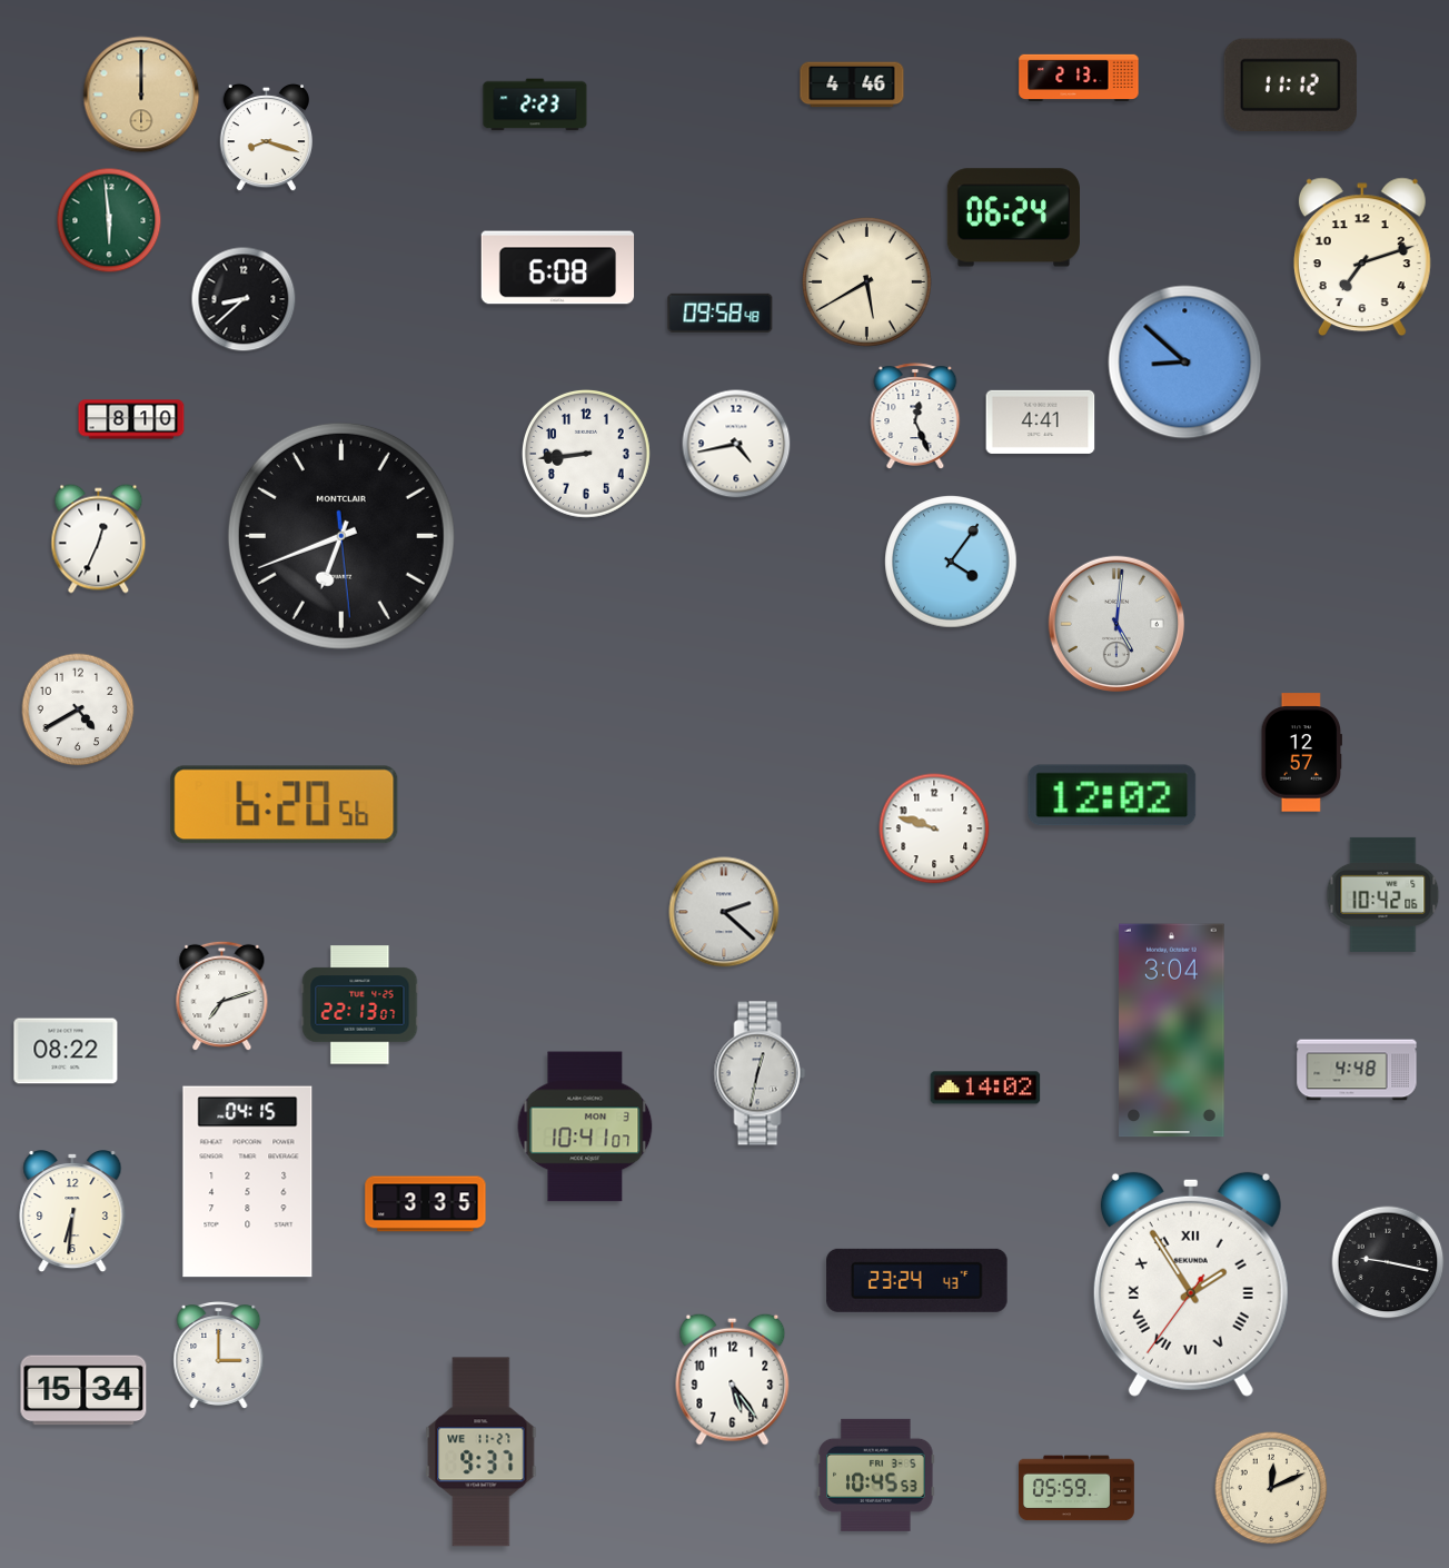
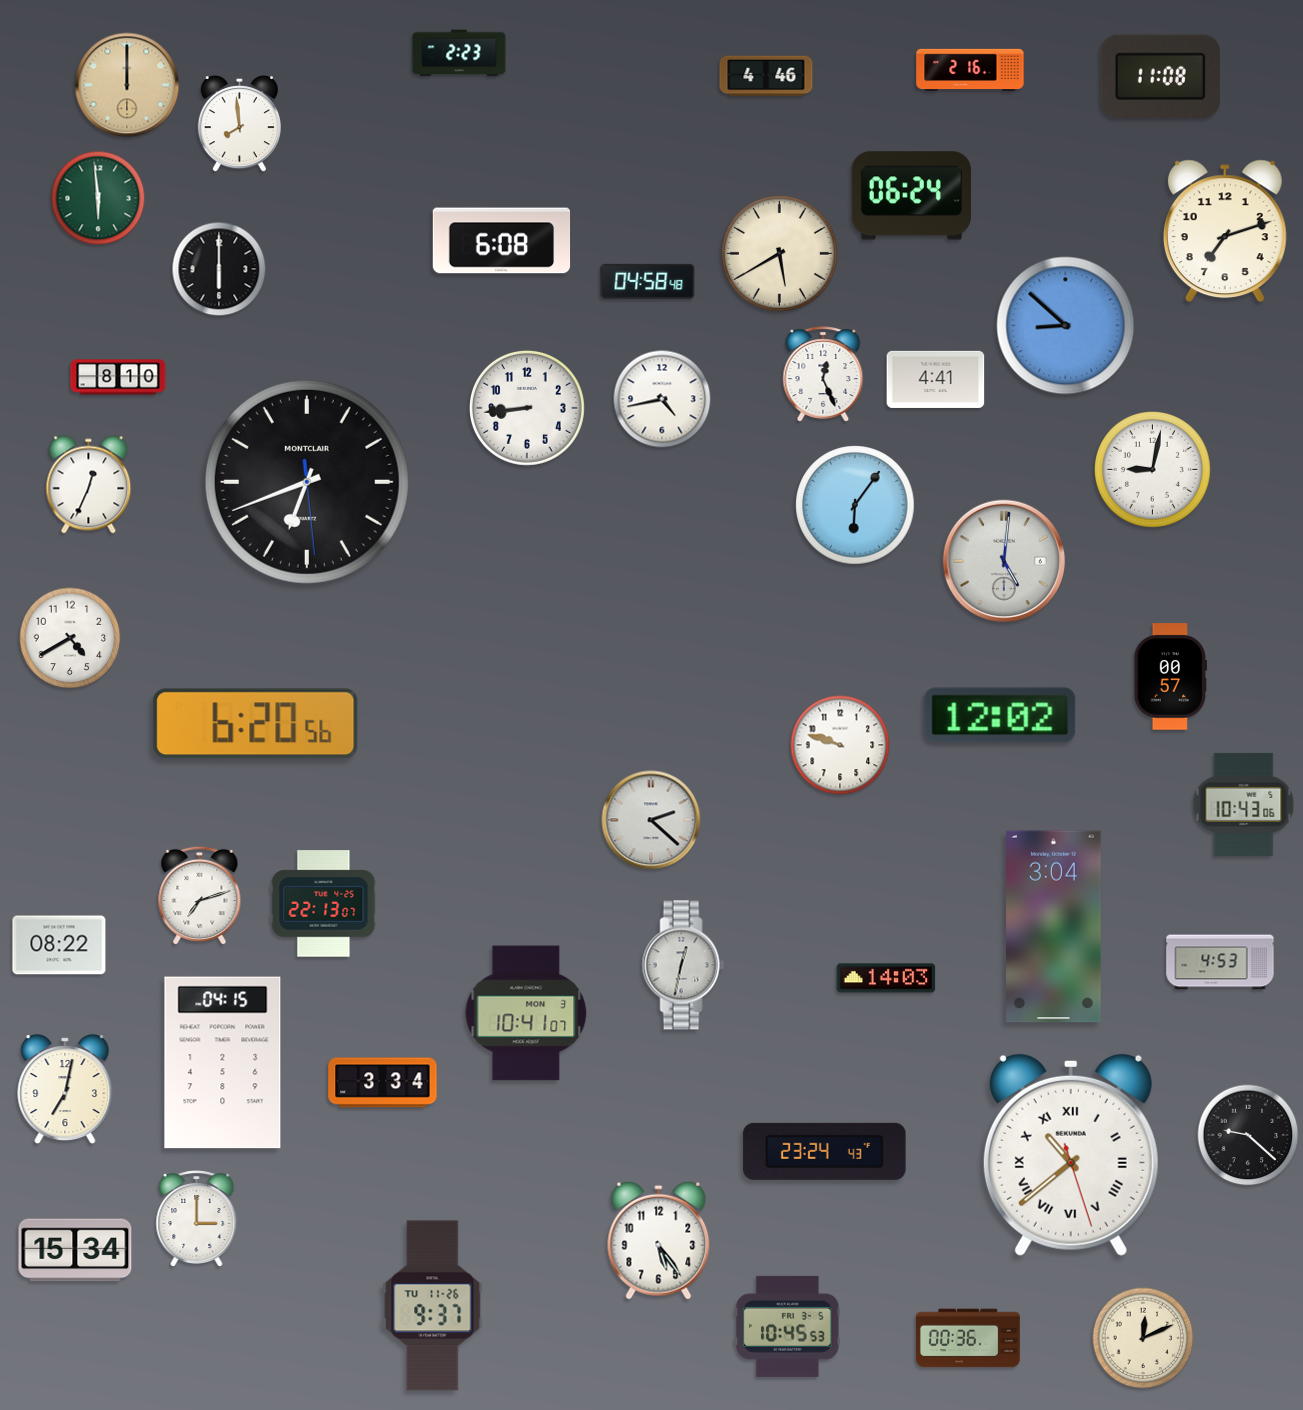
clock at (1079, 77): 2:13 -> 2:16
clock at (1290, 86): 11:12 -> 11:08
clock at (535, 105) position: (535, 105) -> (459, 53)
clock at (266, 138): 8:18 -> 7:59
clock at (244, 299): 8:38 -> 6:00
clock at (721, 312): 09:58 -> 04:58
clock at (1152, 469): none -> 9:02
clock at (951, 562): 4:06 -> 6:06
clock at (1301, 753): 12:57 -> 00:57
clock at (1383, 894): 10:42 -> 10:43
clock at (1357, 1070): 4:48 -> 4:53
clock at (985, 1088): 14:02 -> 14:03
clock at (426, 1204): 3:35 -> 3:34
clock at (72, 1212): 6:31 -> 7:02
clock at (1388, 1262): 9:17 -> 9:22
clock at (1191, 1284): 1:54 -> 10:38
clock at (482, 1452) date: WE 11-27 -> TU 11-26
clock at (1076, 1488): 05:59 -> 00:36
